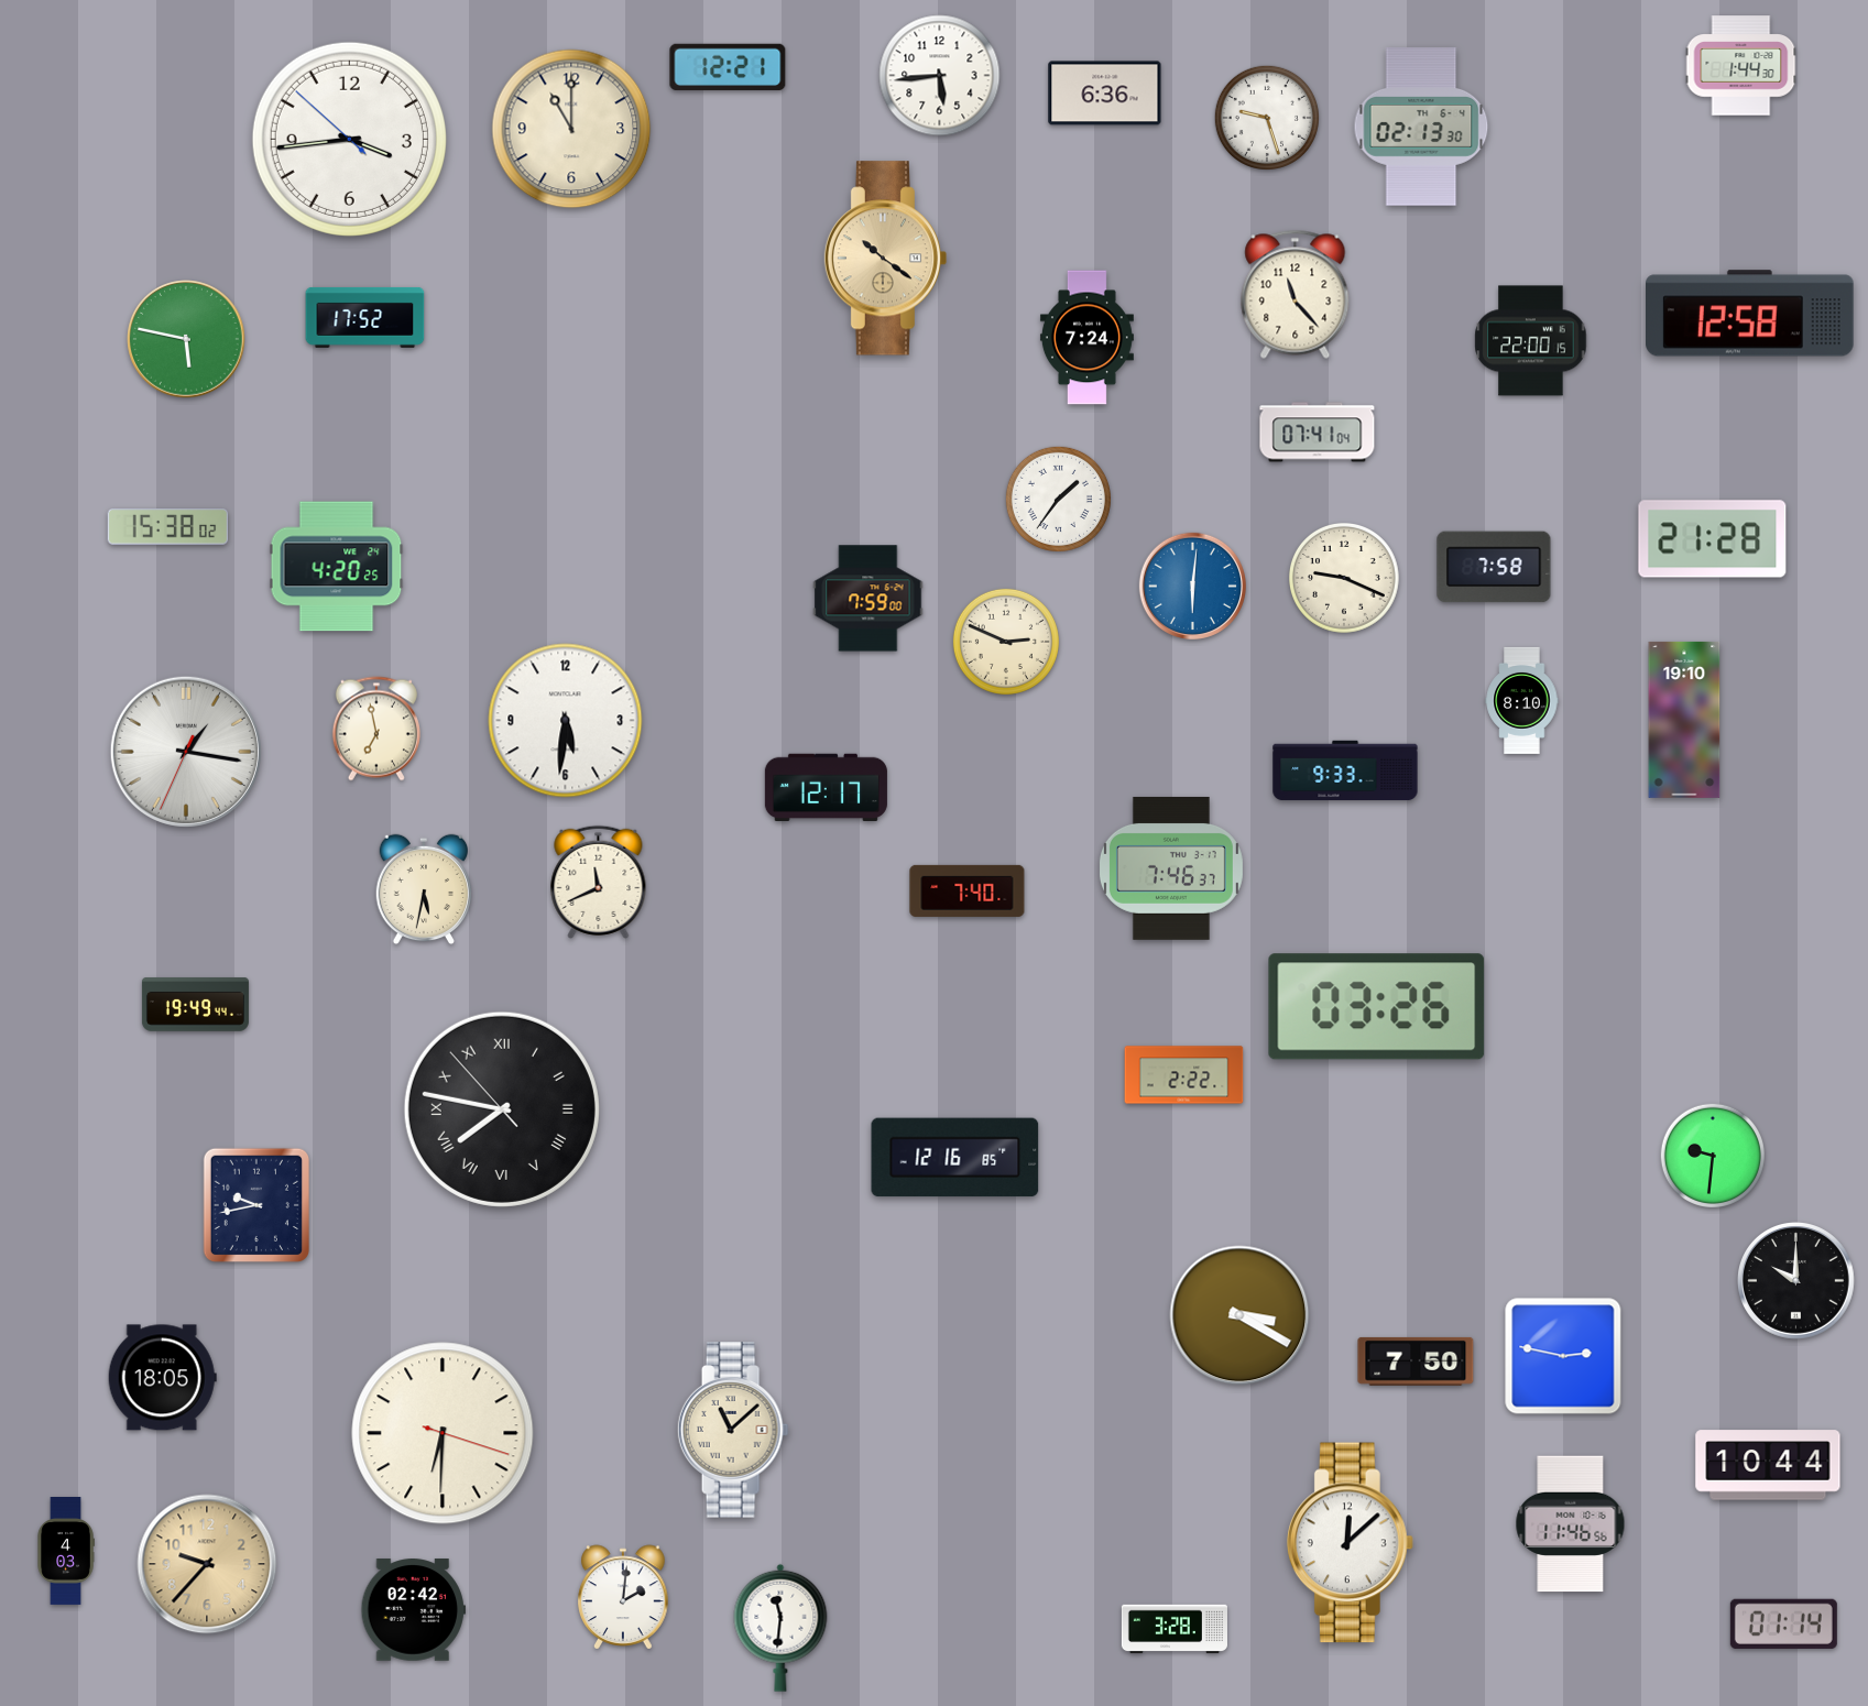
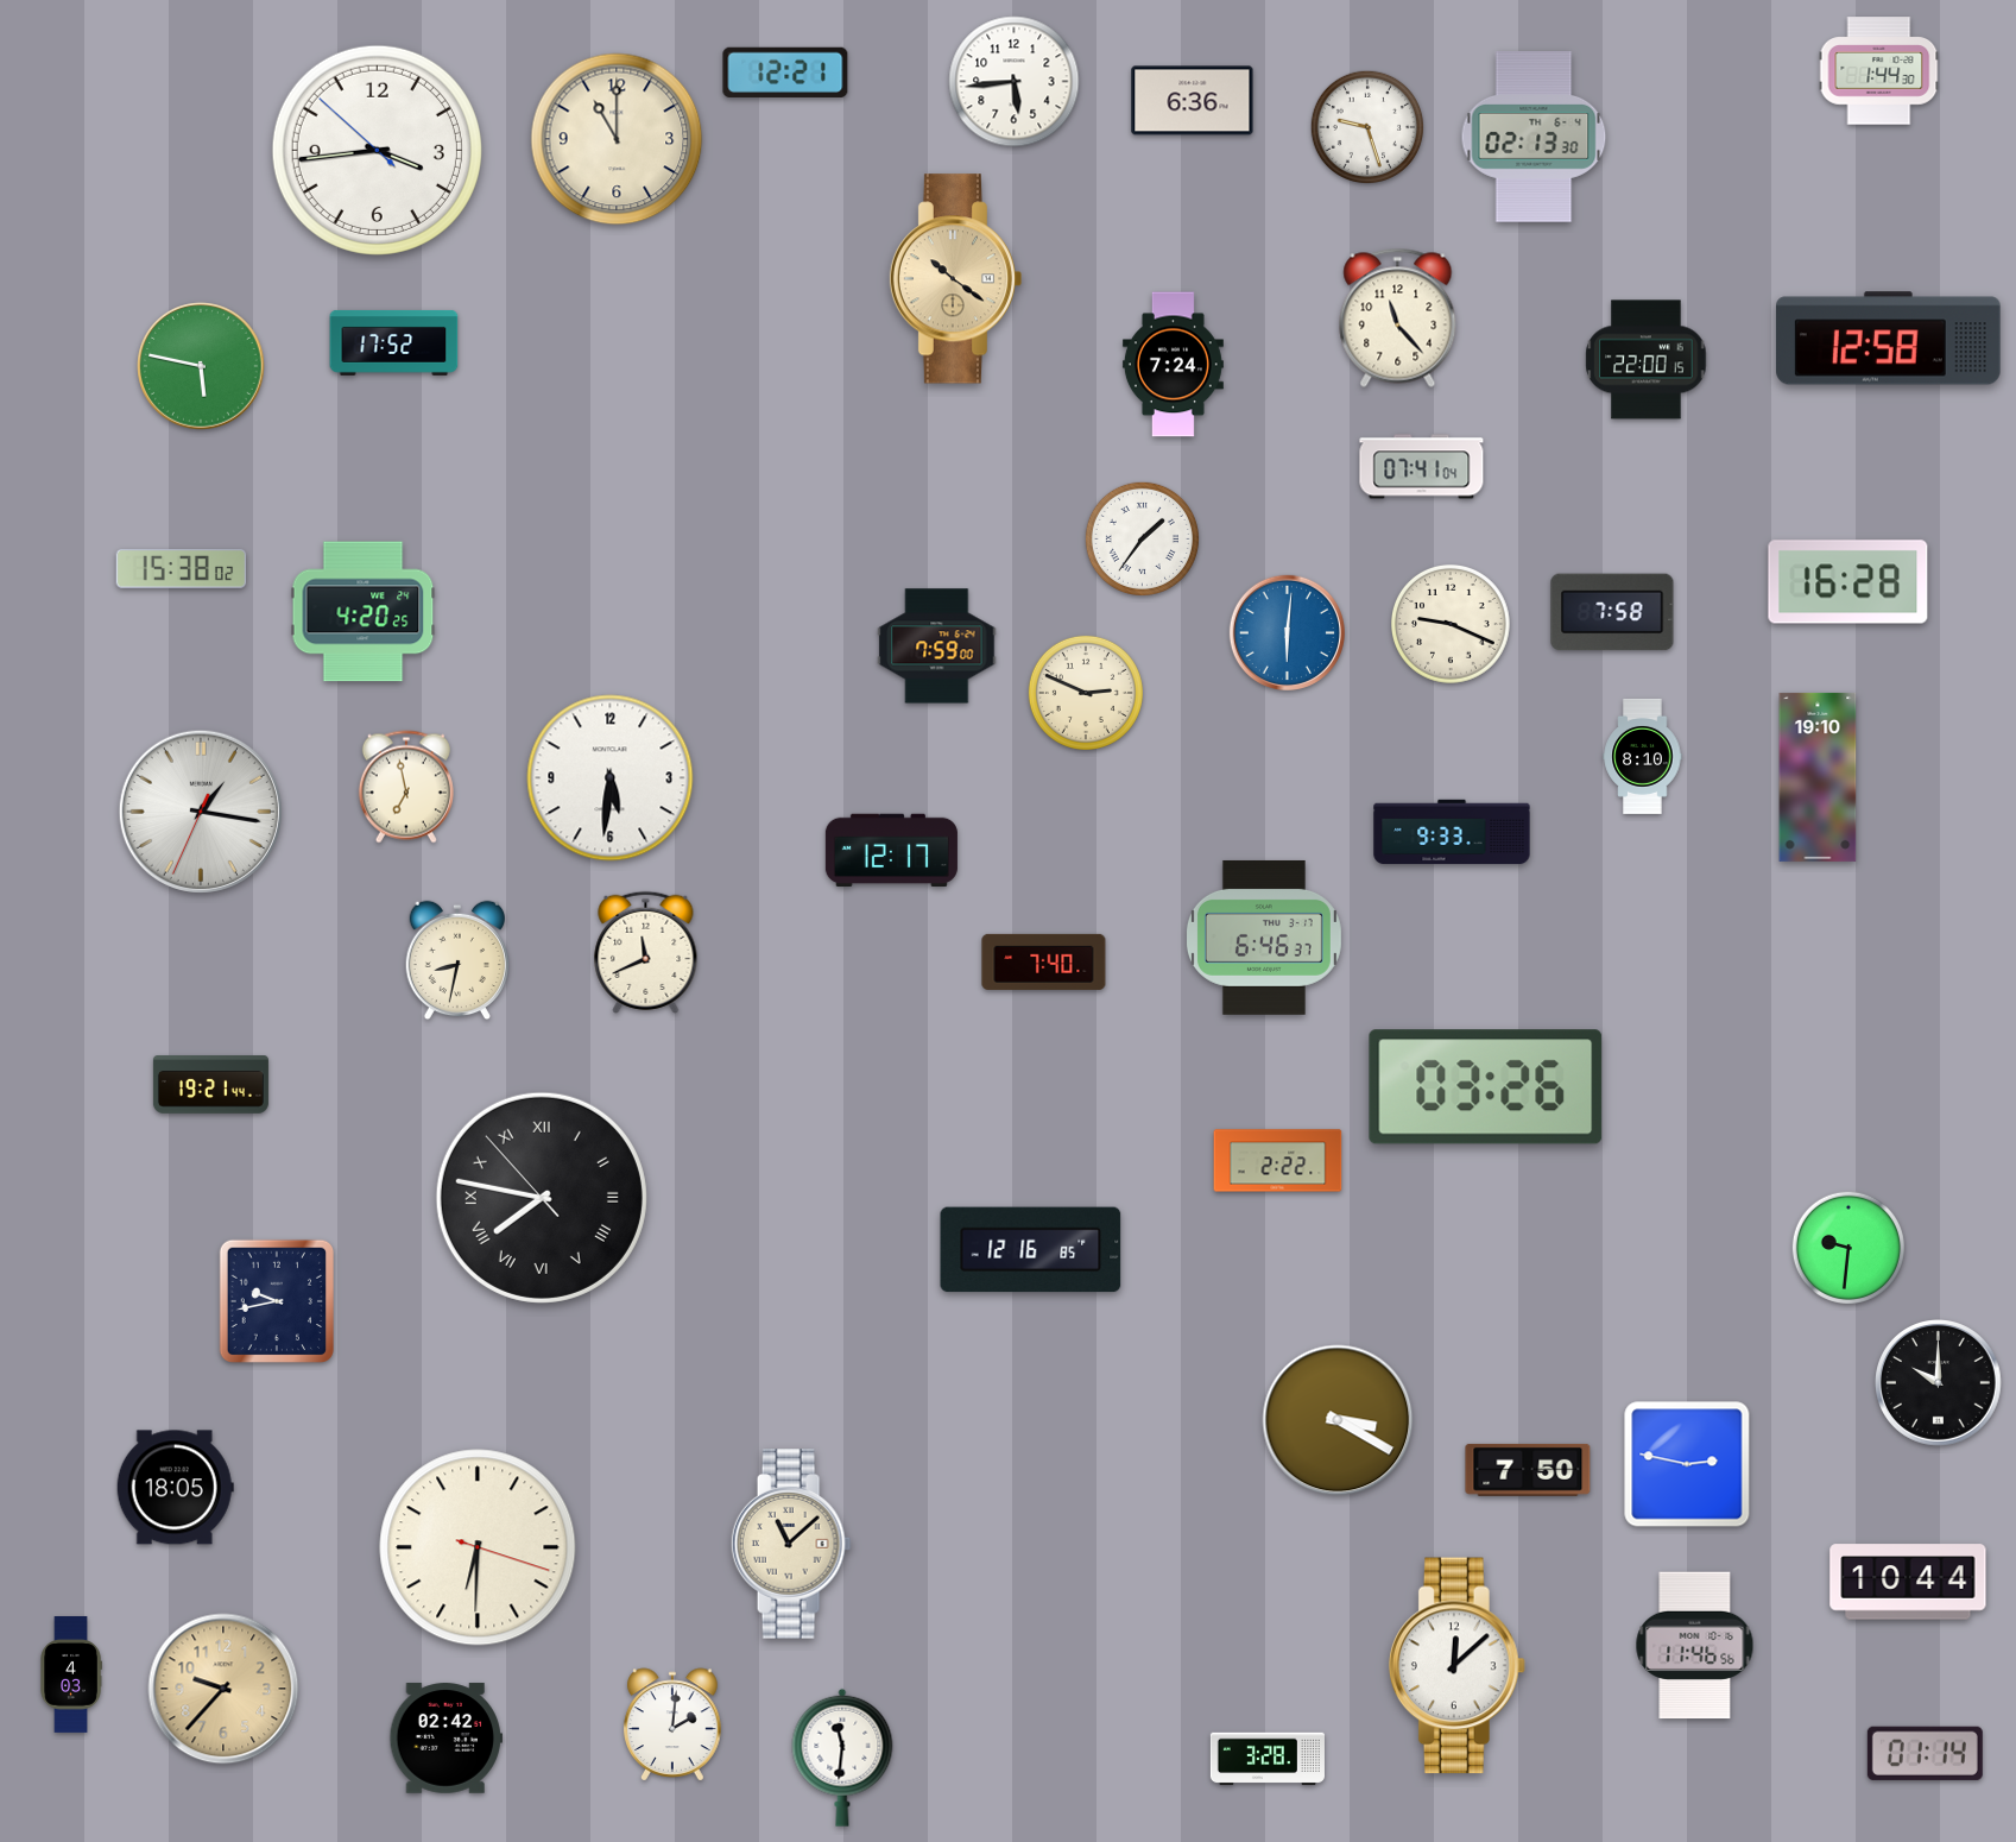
clock at (1531, 341) position: (1531, 341) -> (1647, 360)
clock at (1713, 539): 21:28 -> 16:28
clock at (1171, 868): 7:46 -> 6:46
clock at (424, 889): 5:32 -> 8:32
clock at (195, 1005): 19:49 -> 19:21
